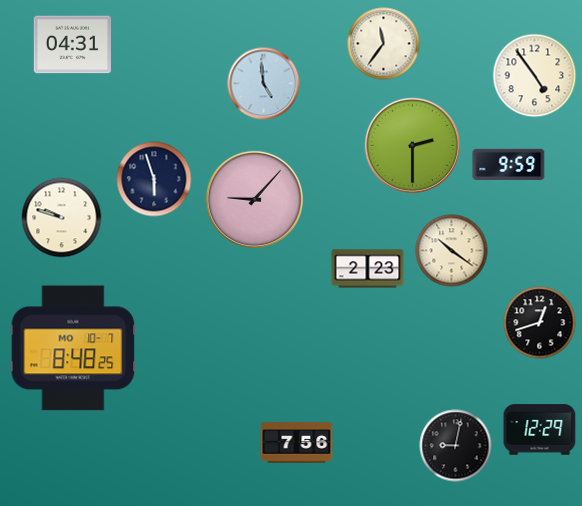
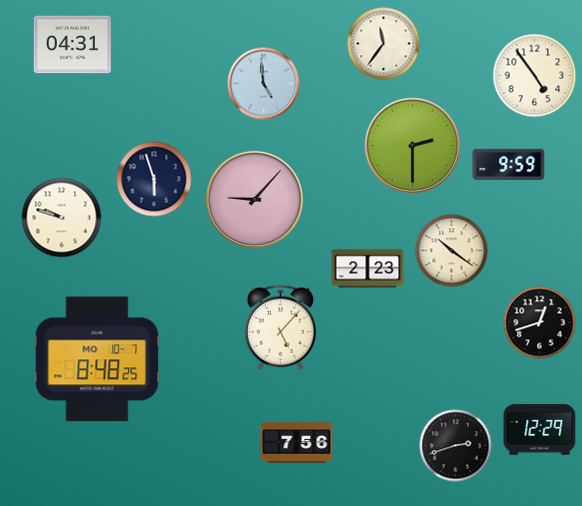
clock at (281, 327): none -> 5:07
clock at (73, 348) position: (73, 348) -> (97, 359)
clock at (456, 446): 9:02 -> 2:42
